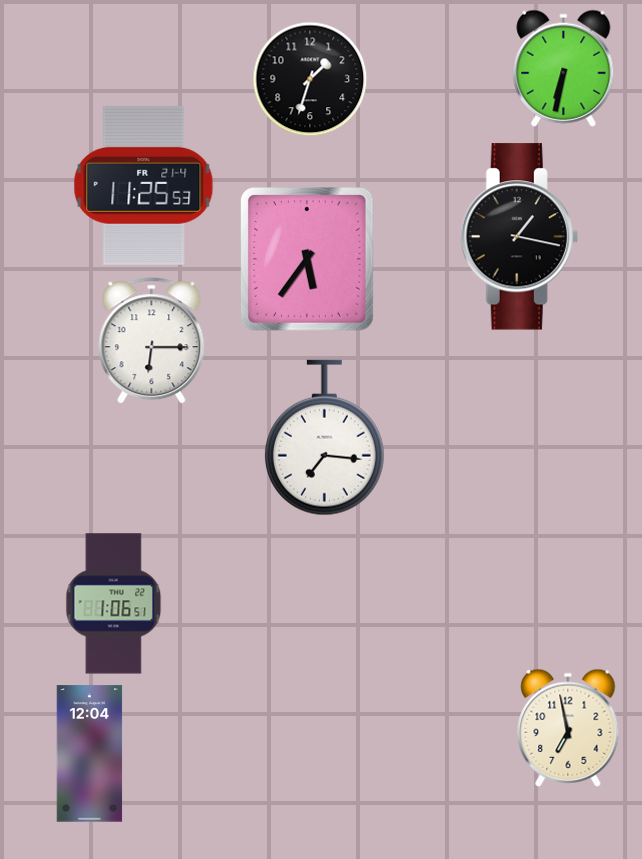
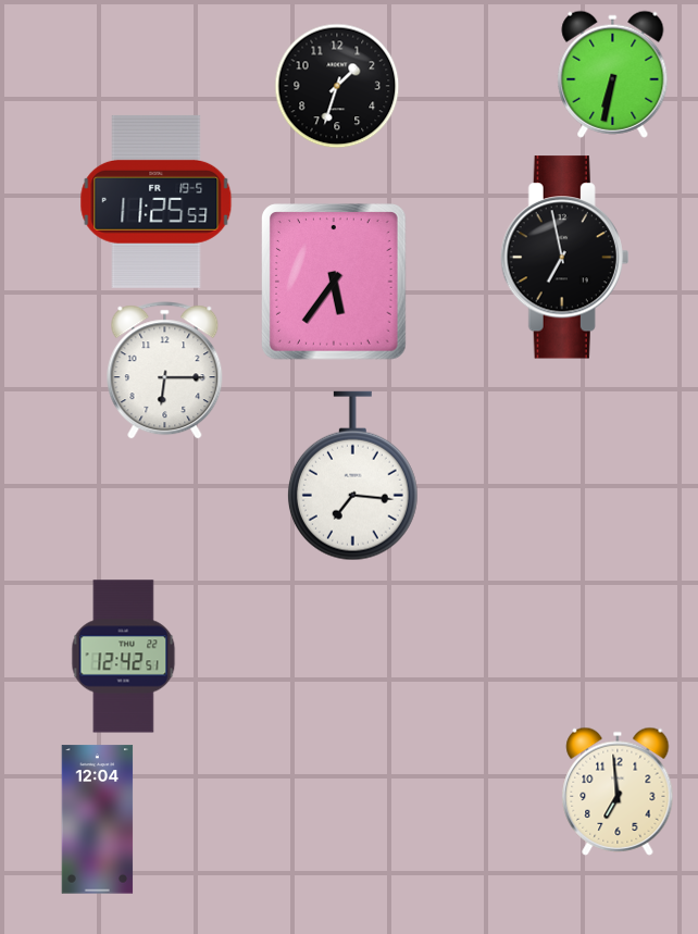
clock at (144, 185) date: FR 21-4 -> FR 19-5
clock at (520, 237): 1:17 -> 6:58
clock at (114, 604): 1:06 -> 12:42
clock at (568, 728): 6:58 -> 6:59
